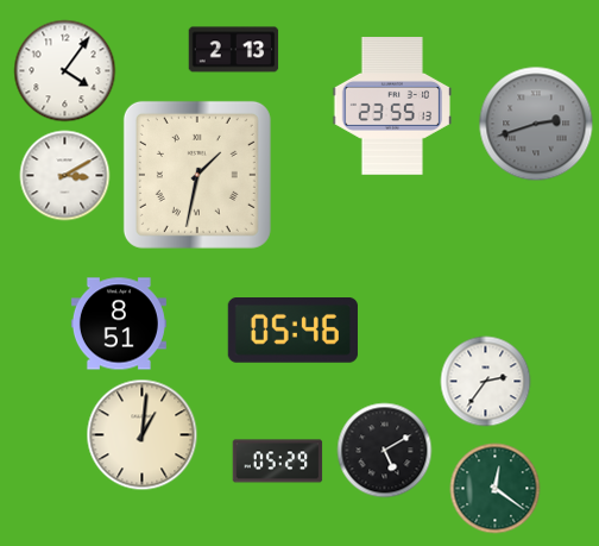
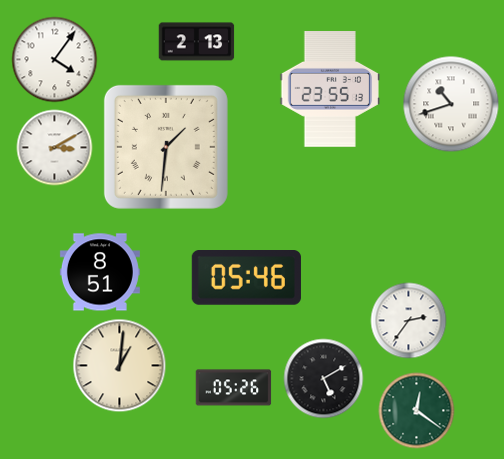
clock at (536, 124): 2:42 -> 10:42
clock at (536, 124) dial: grey -> white
clock at (197, 175): 1:32 -> 1:31
clock at (278, 462): 05:29 -> 05:26
